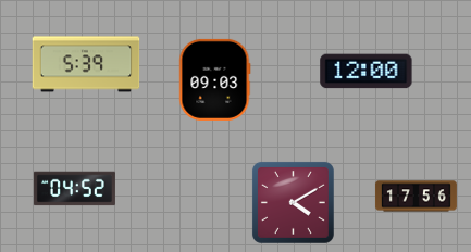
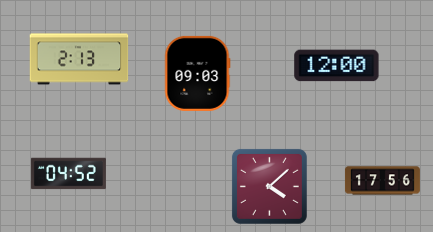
clock at (86, 64): 5:39 -> 2:13
clock at (293, 202): 4:10 -> 4:08
